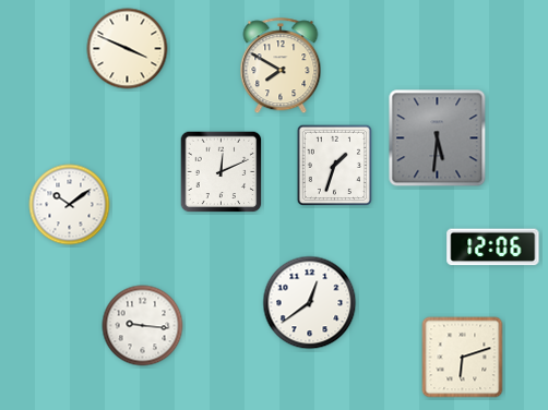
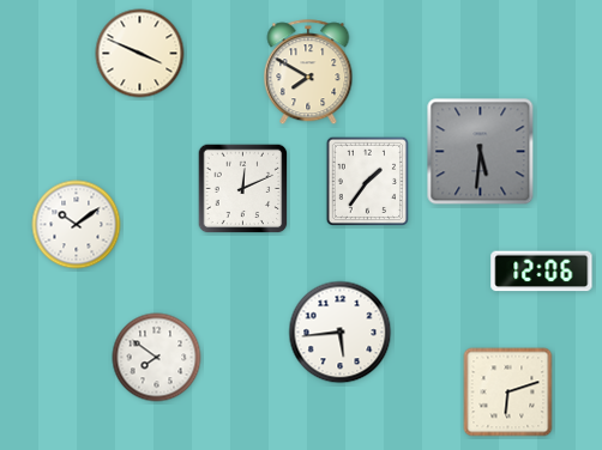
clock at (334, 165): 1:33 -> 1:36
clock at (310, 303): 12:39 -> 5:44
clock at (143, 326): 9:16 -> 7:51
